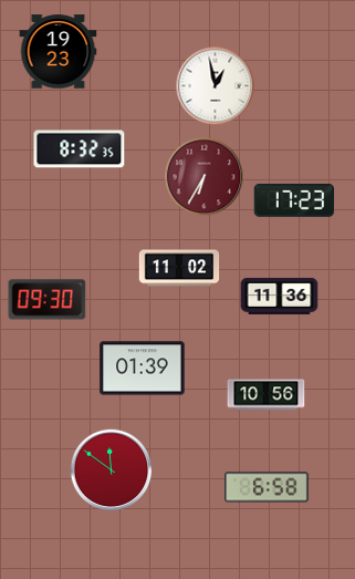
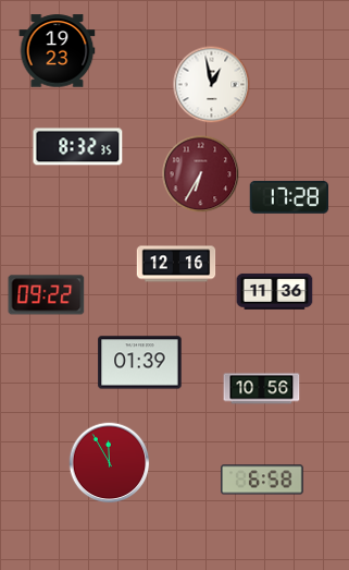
clock at (293, 200): 17:23 -> 17:28
clock at (179, 268): 11:02 -> 12:16
clock at (48, 300): 09:30 -> 09:22
clock at (112, 471): 11:51 -> 11:55
